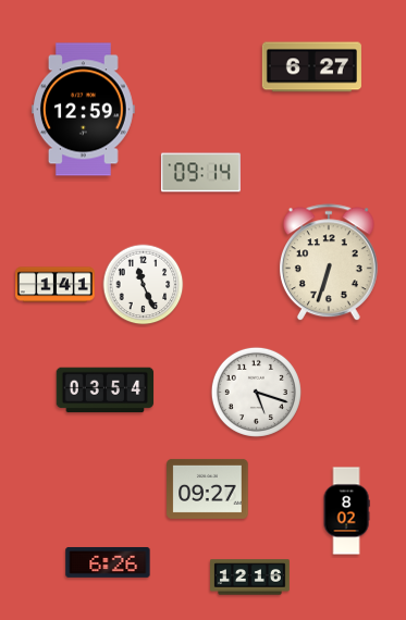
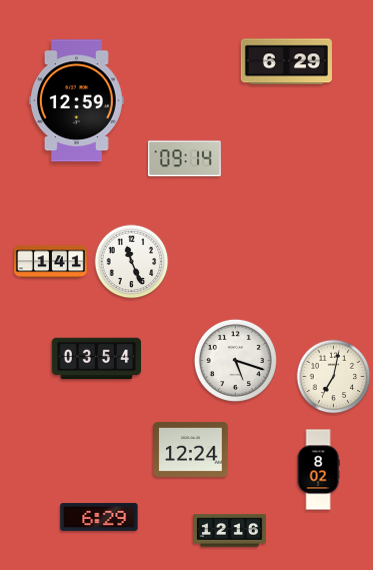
clock at (311, 67): 6:27 -> 6:29
clock at (329, 263): 6:33 -> none
clock at (334, 377): none -> 7:02
clock at (208, 488): 09:27 -> 12:24
clock at (108, 562): 6:26 -> 6:29
